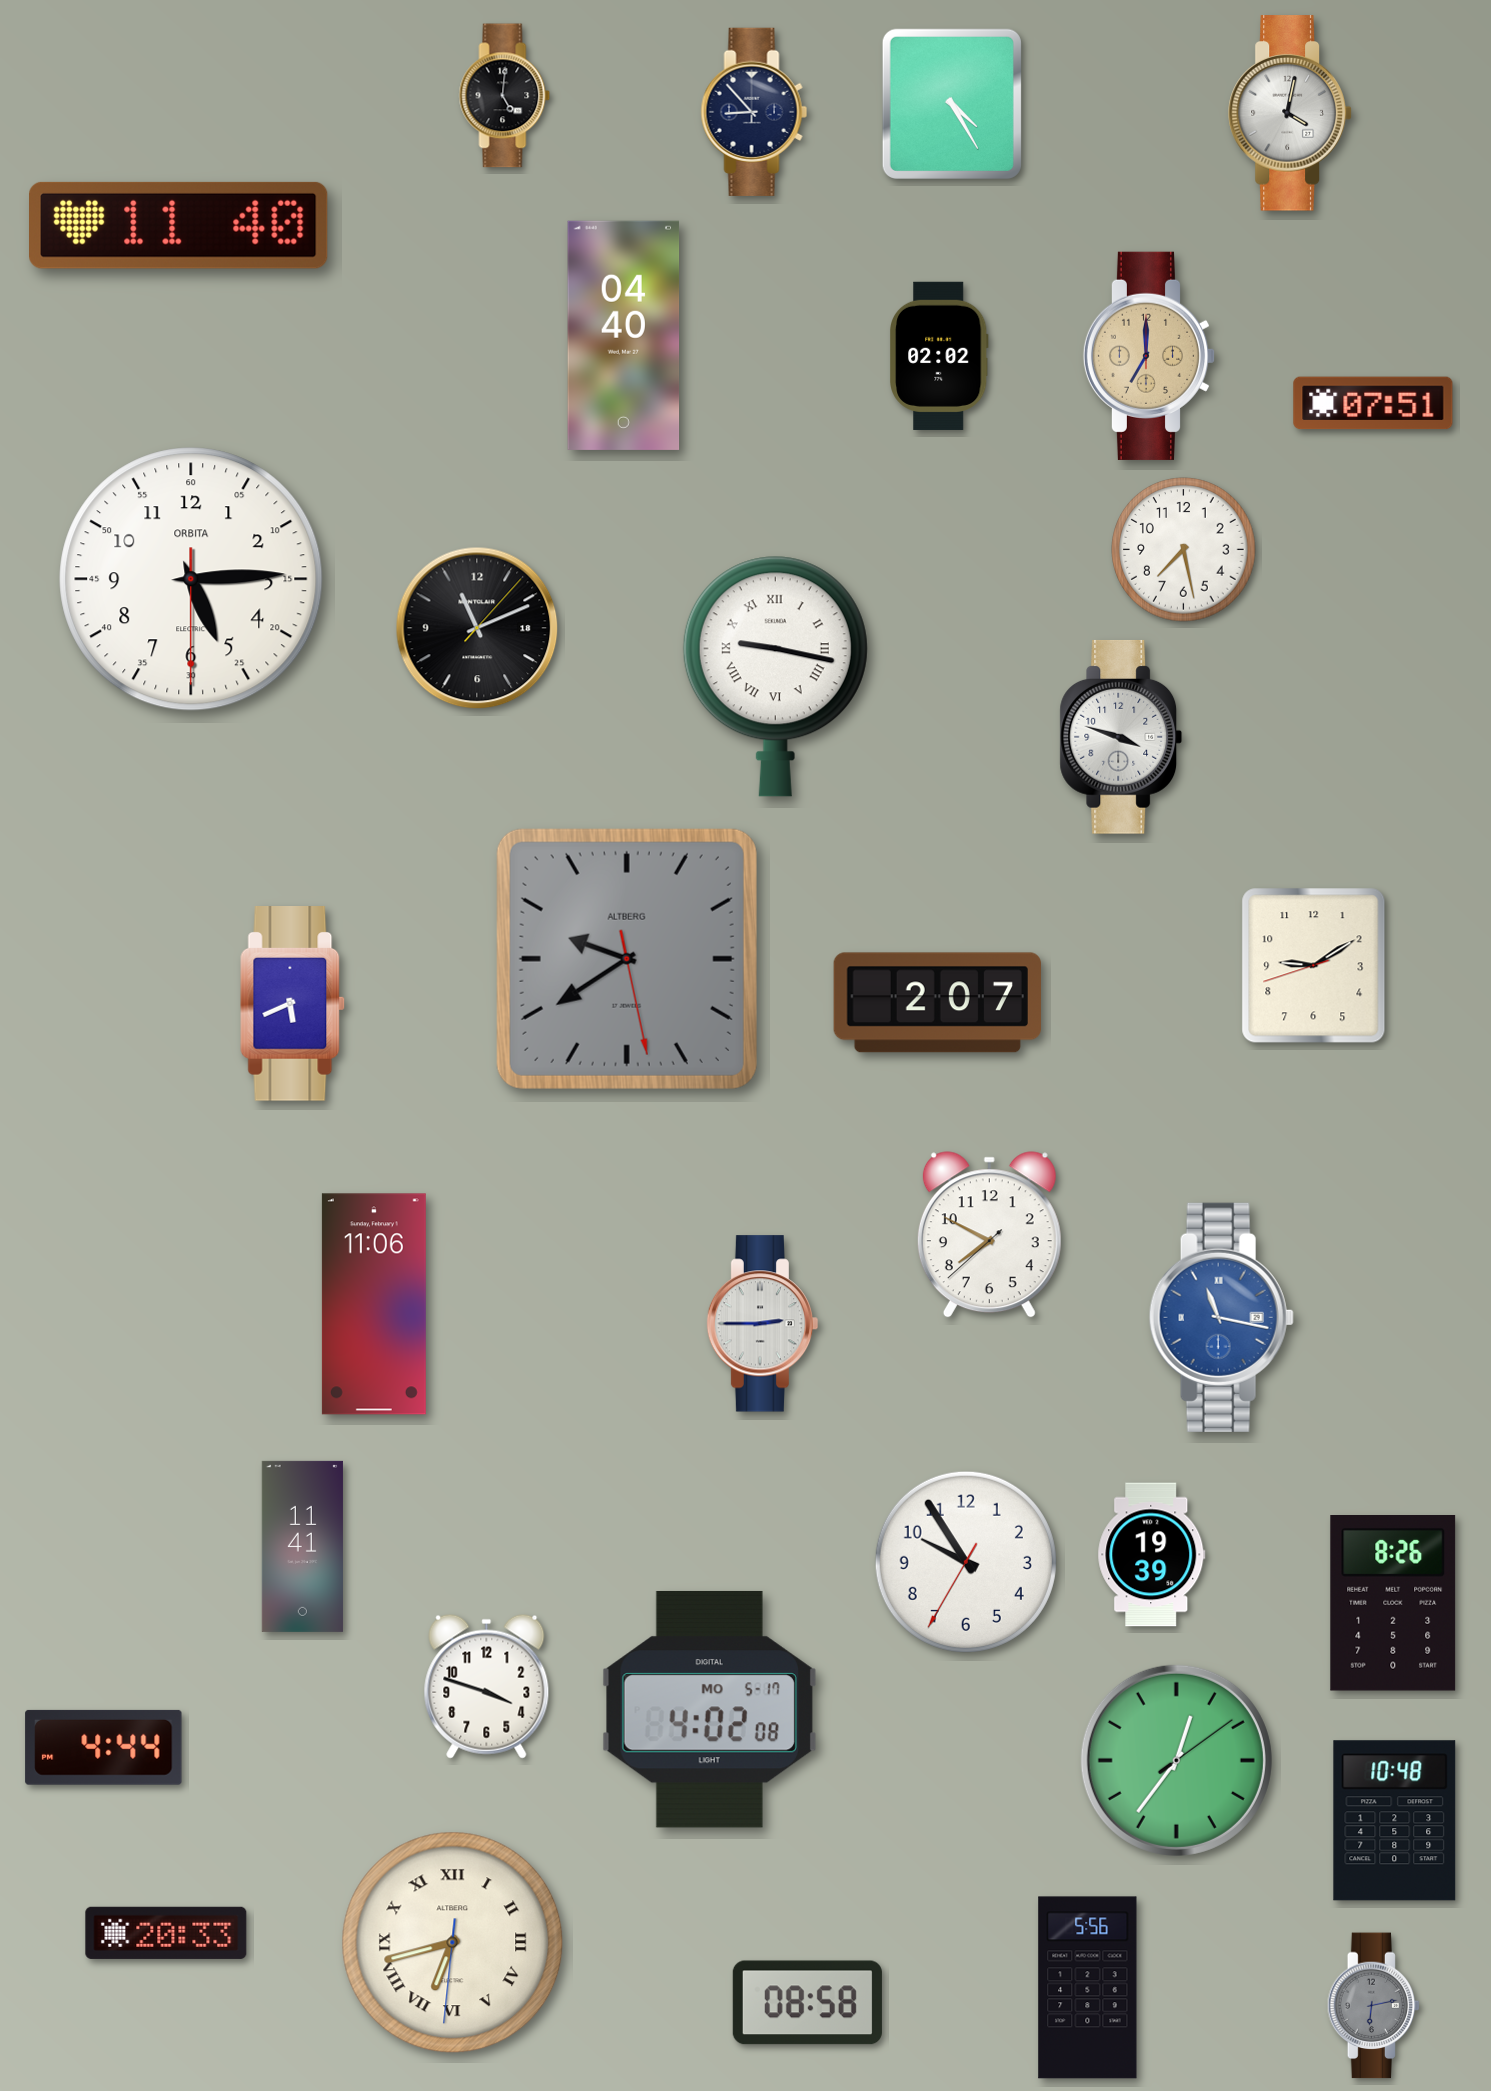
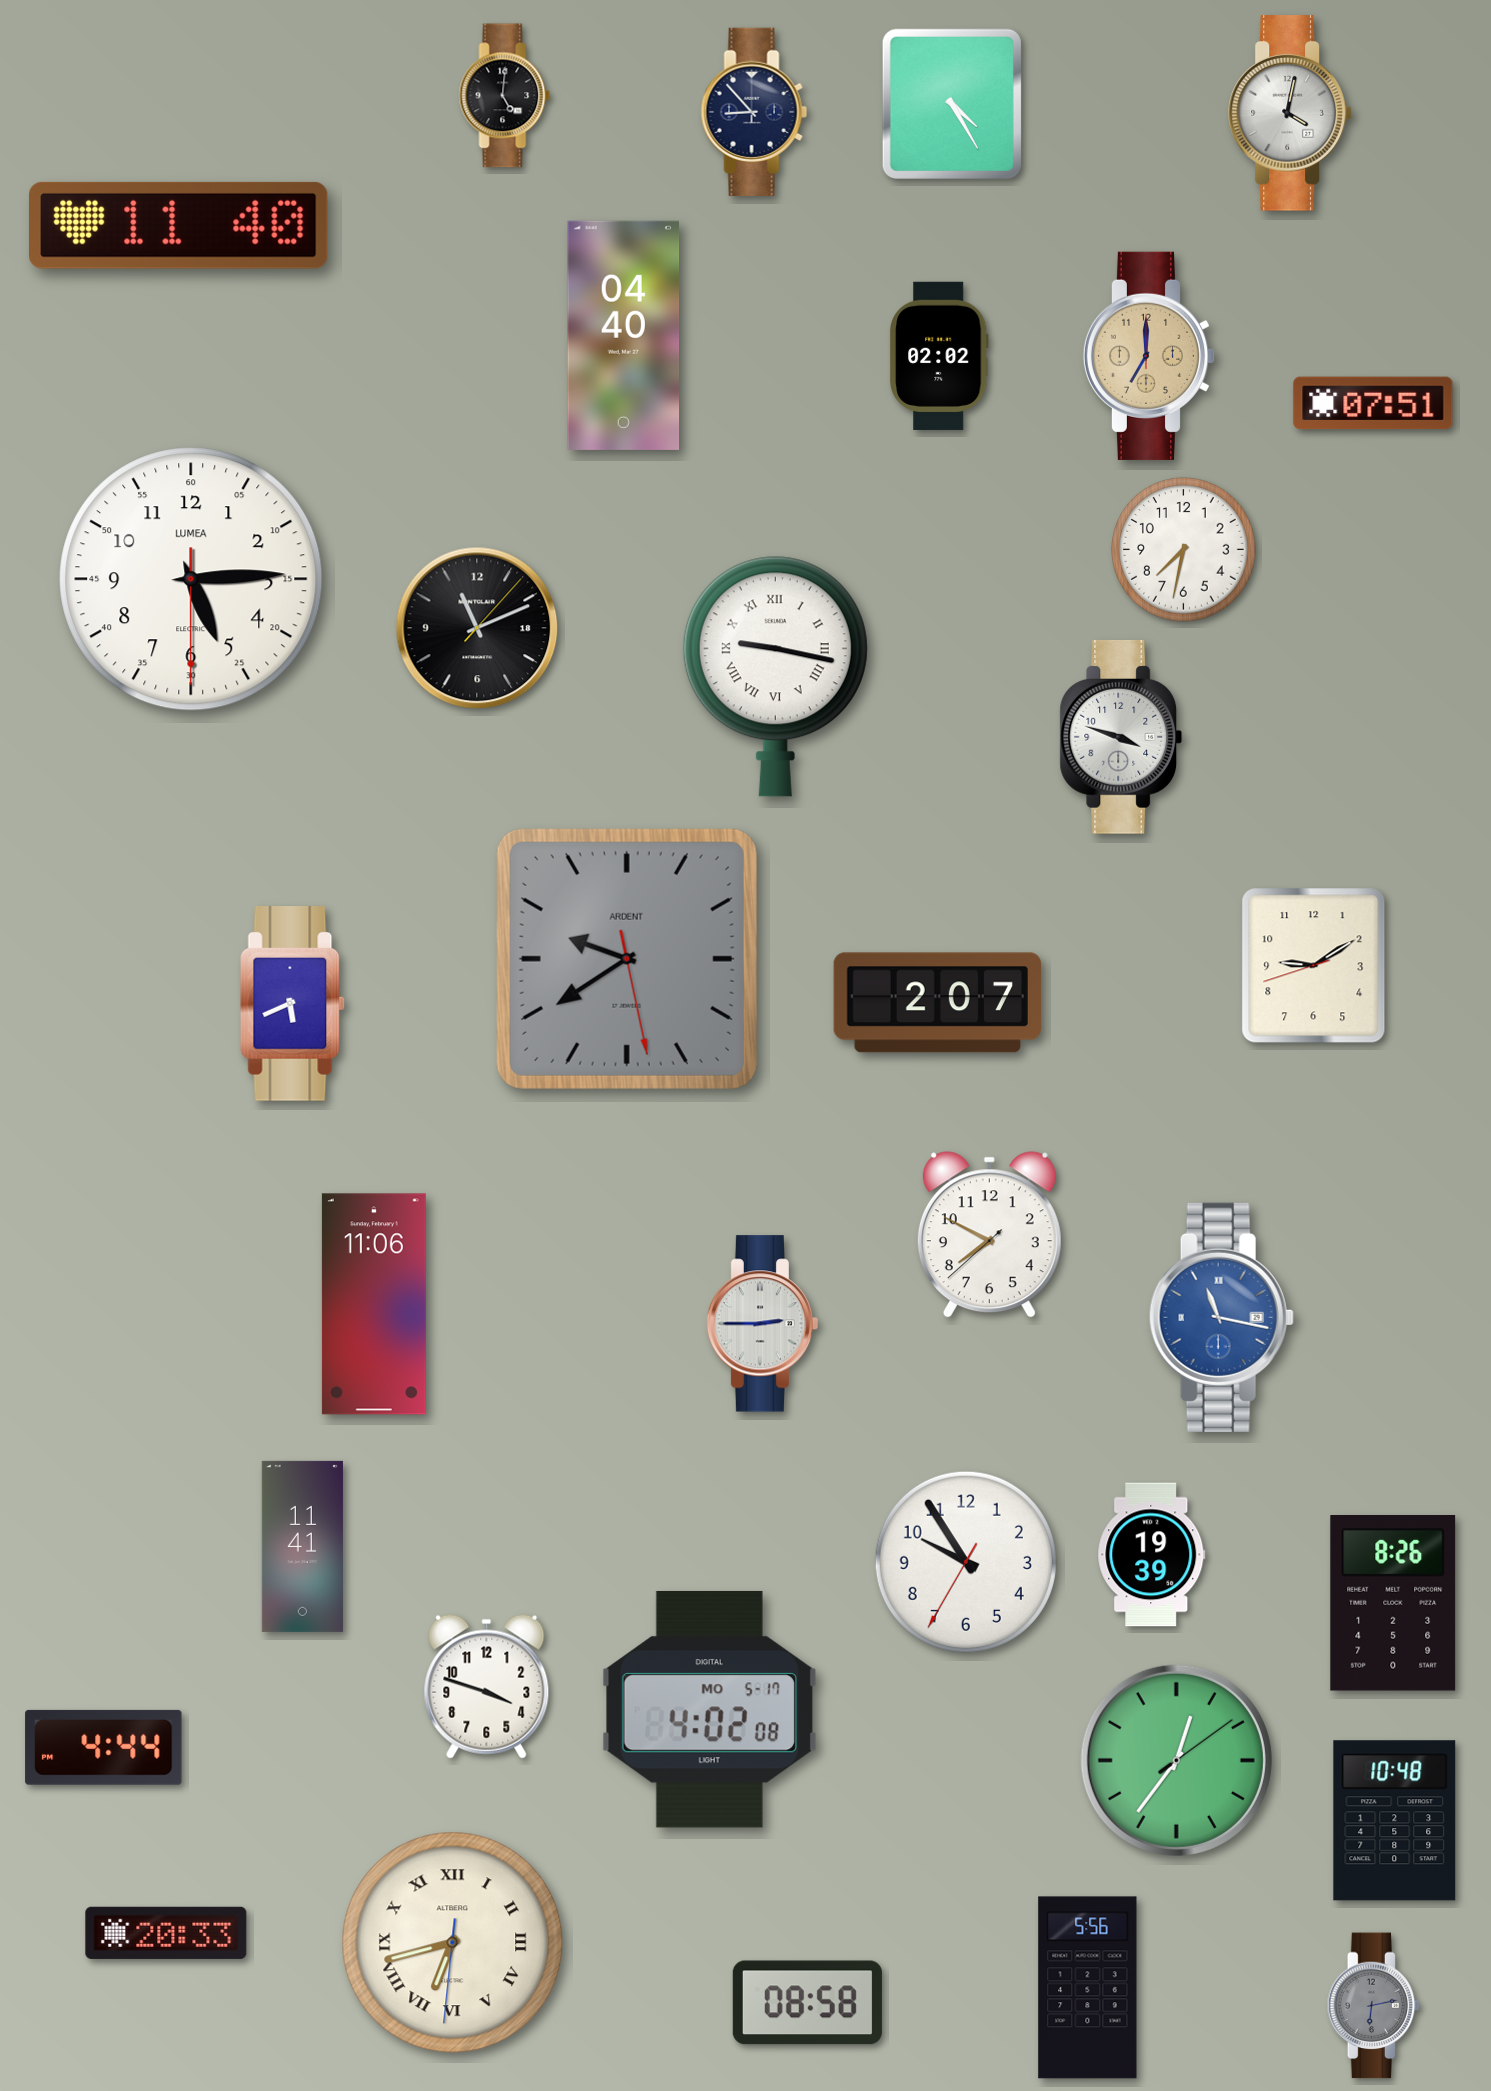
clock at (1184, 550): 7:28 -> 7:32
clock at (191, 579) brand: ORBITA -> LUMEA
clock at (627, 959) brand: ALTBERG -> ARDENT
